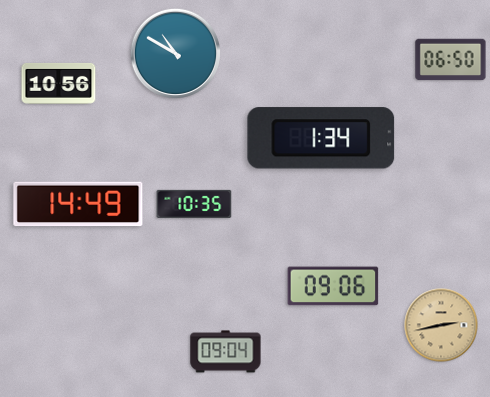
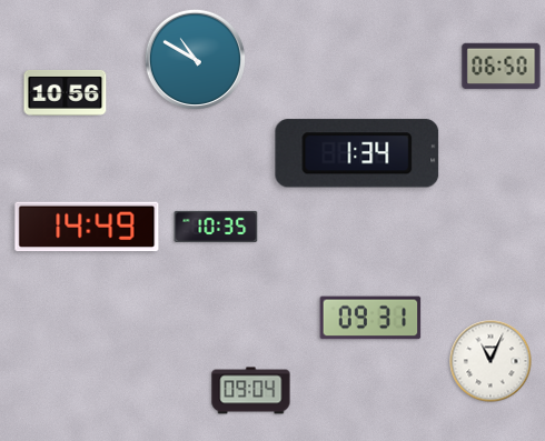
clock at (333, 286): 09:06 -> 09:31
clock at (441, 325): 2:43 -> 11:04
clock at (441, 325) dial: champagne -> white
